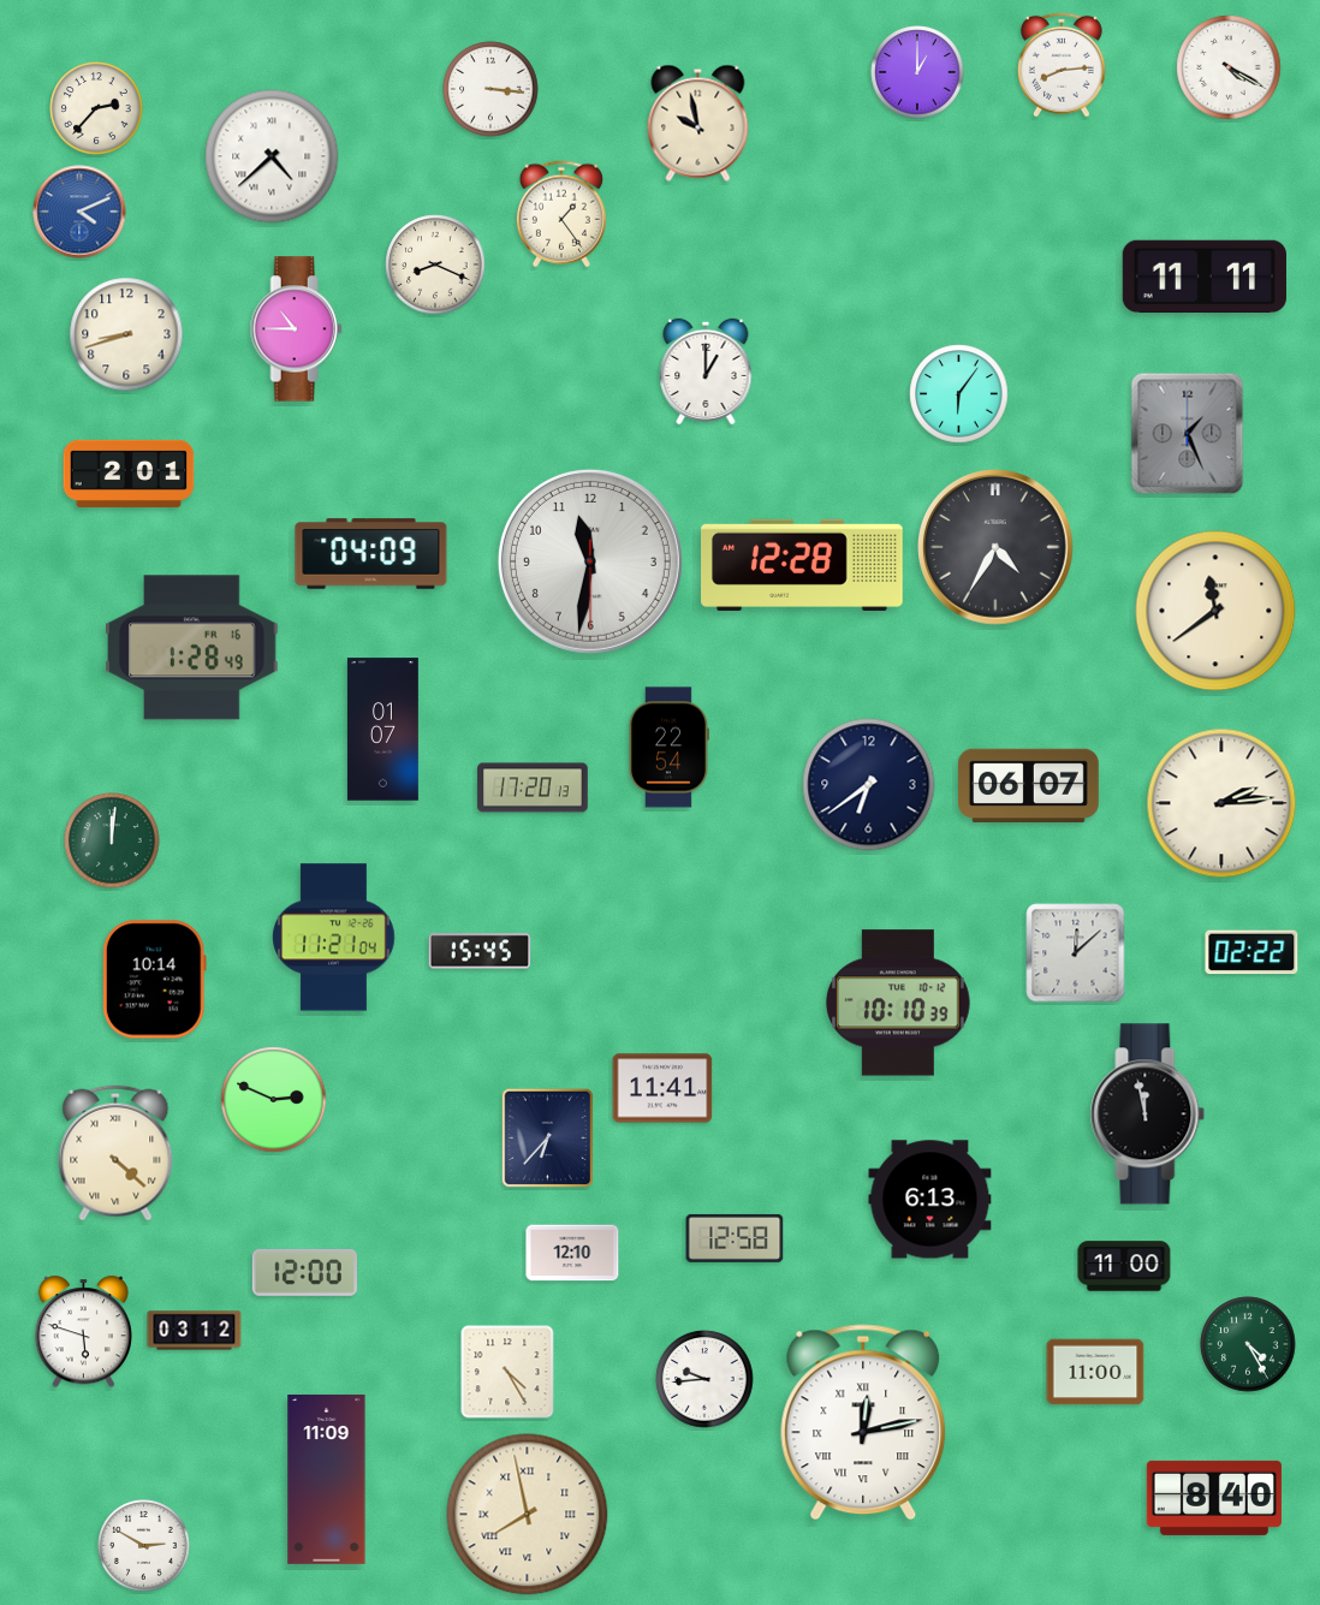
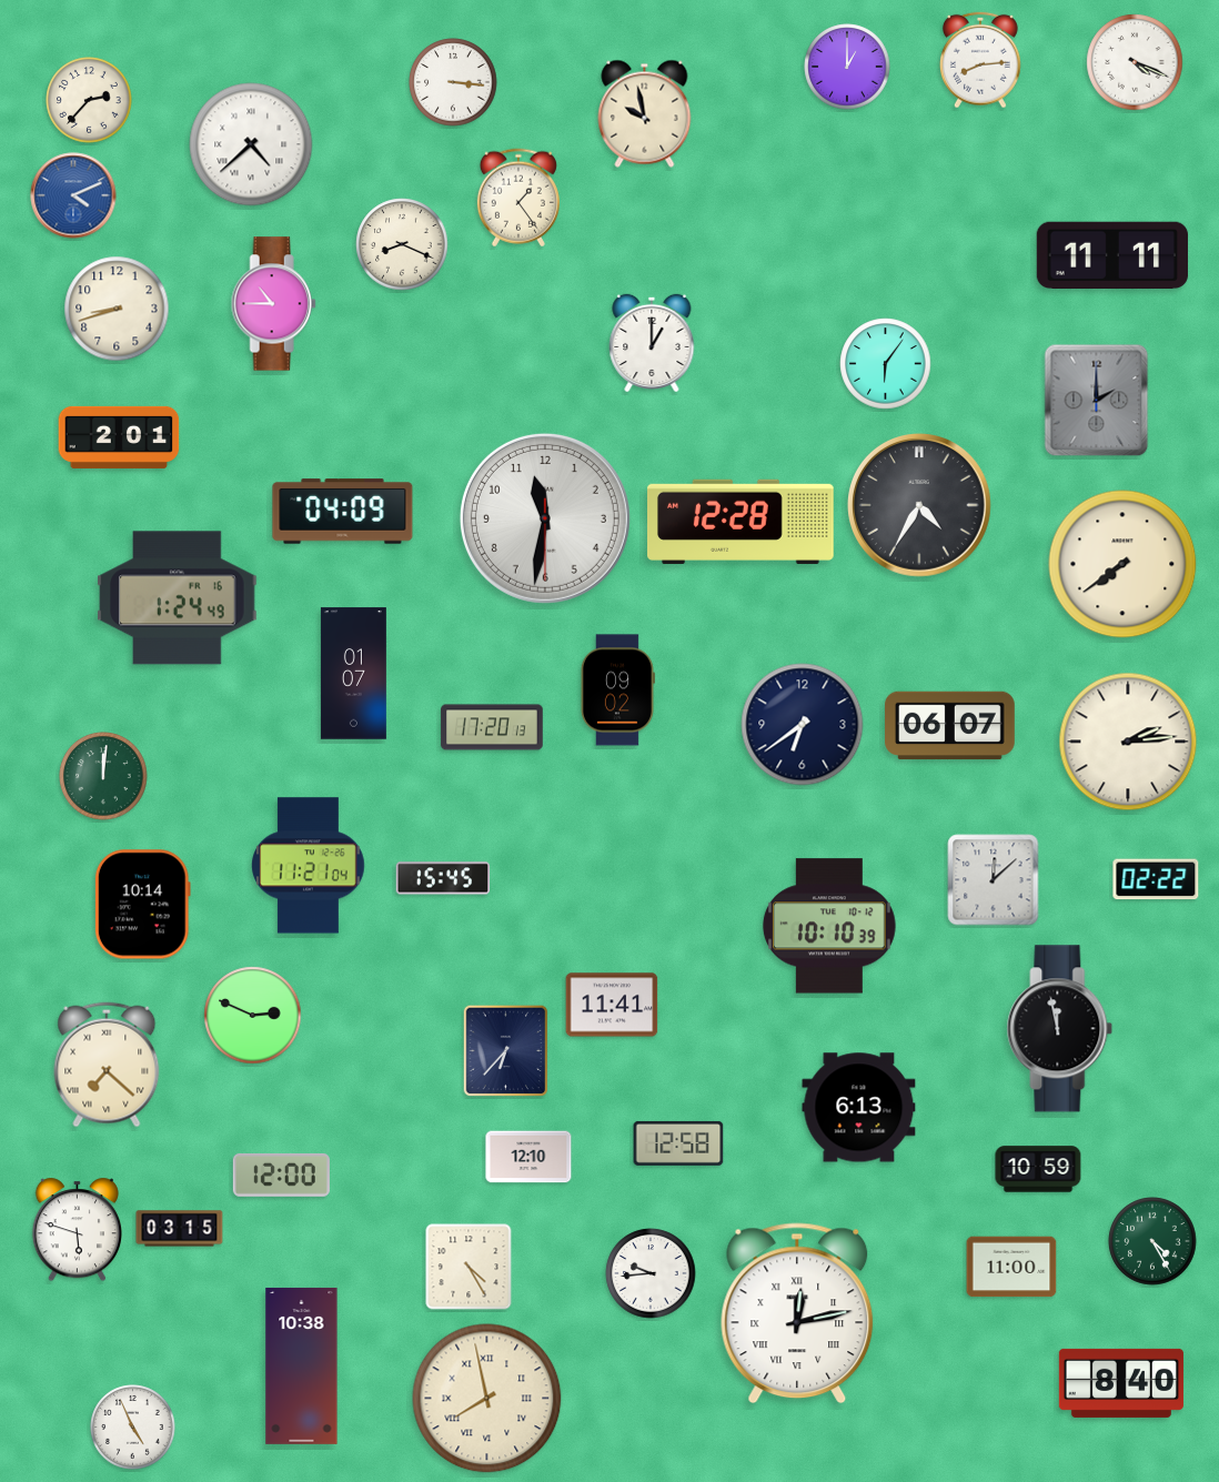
clock at (1229, 67): 4:20 -> 4:19
clock at (1188, 434): 1:26 -> 2:00
clock at (1215, 611): 11:39 -> 7:39
clock at (192, 648): 1:28 -> 1:24
clock at (668, 748): 22:54 -> 09:02
clock at (115, 1153): 4:22 -> 7:22
clock at (1124, 1266): 11:00 -> 10:59
clock at (195, 1331): 03:12 -> 03:15
clock at (327, 1479): 11:09 -> 10:38
clock at (144, 1546): 2:50 -> 4:56
